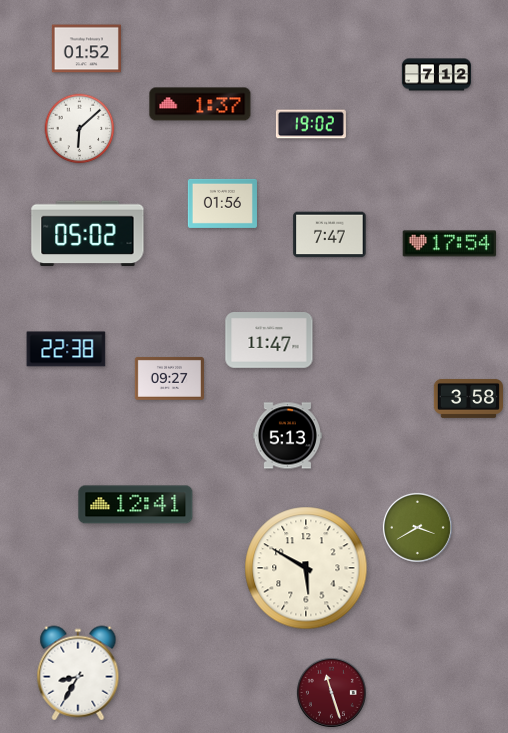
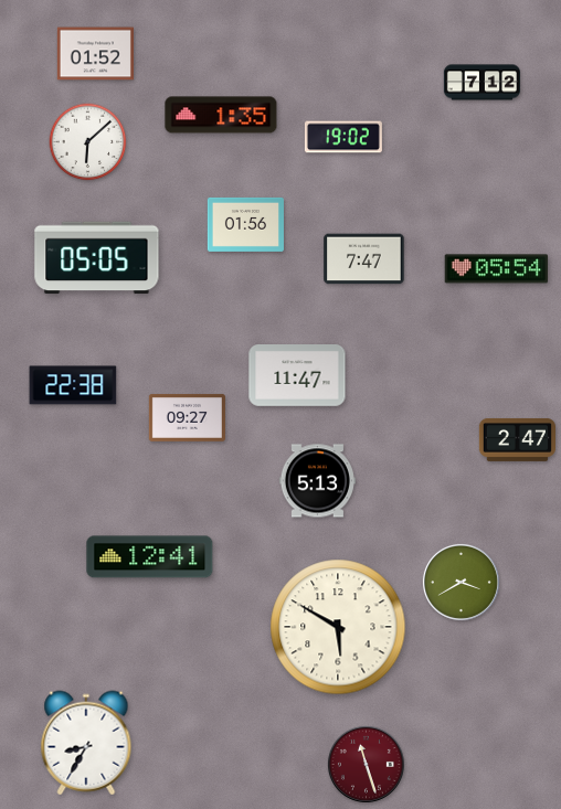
clock at (200, 104): 1:37 -> 1:35
clock at (88, 234): 05:02 -> 05:05
clock at (450, 244): 17:54 -> 05:54
clock at (468, 398): 3:58 -> 2:47
